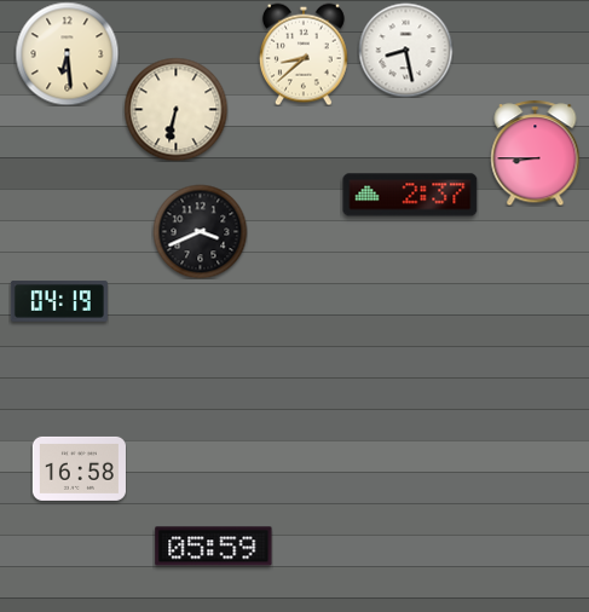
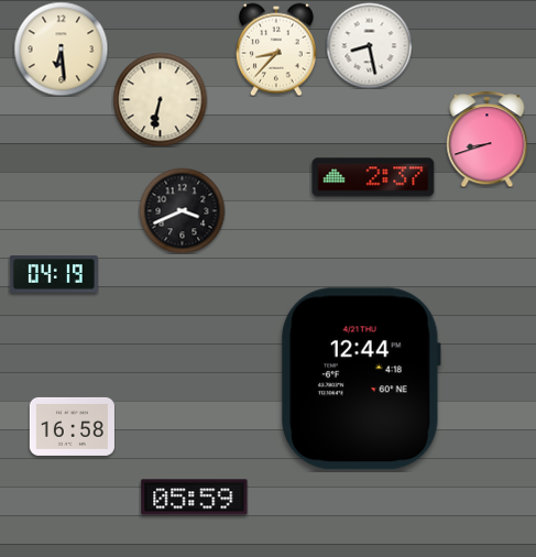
clock at (304, 54): 8:38 -> 8:37
clock at (536, 152): 8:45 -> 8:42
clock at (362, 379): none -> 12:44
